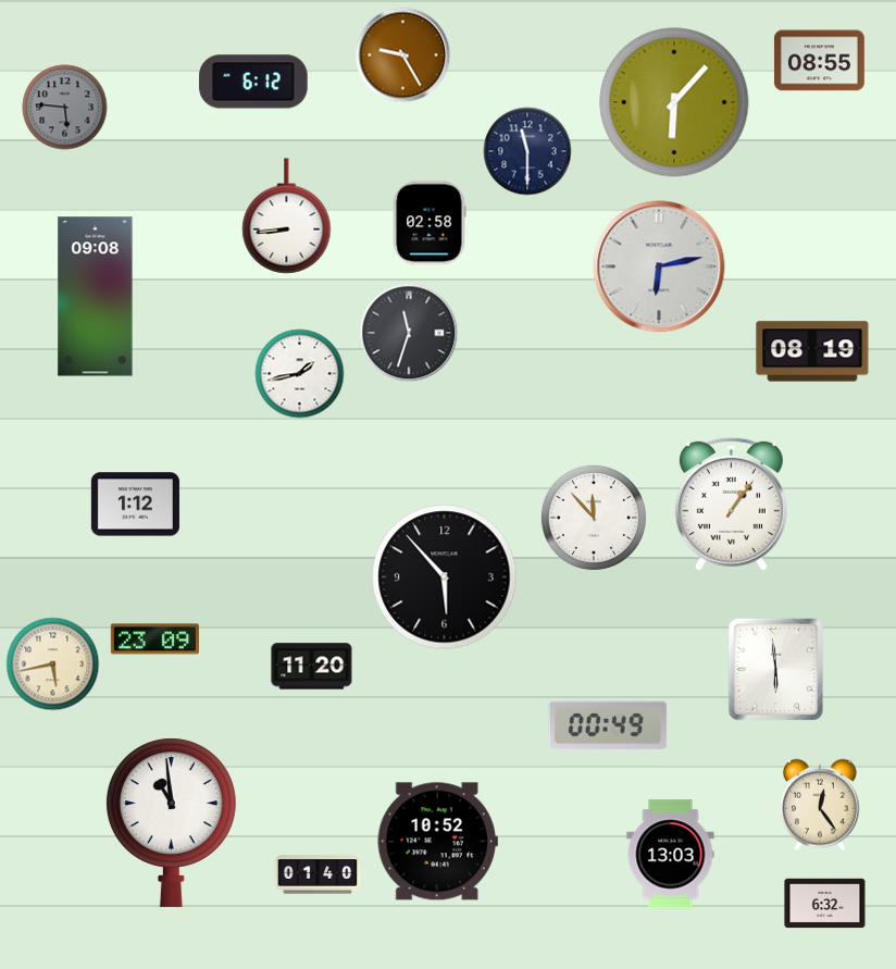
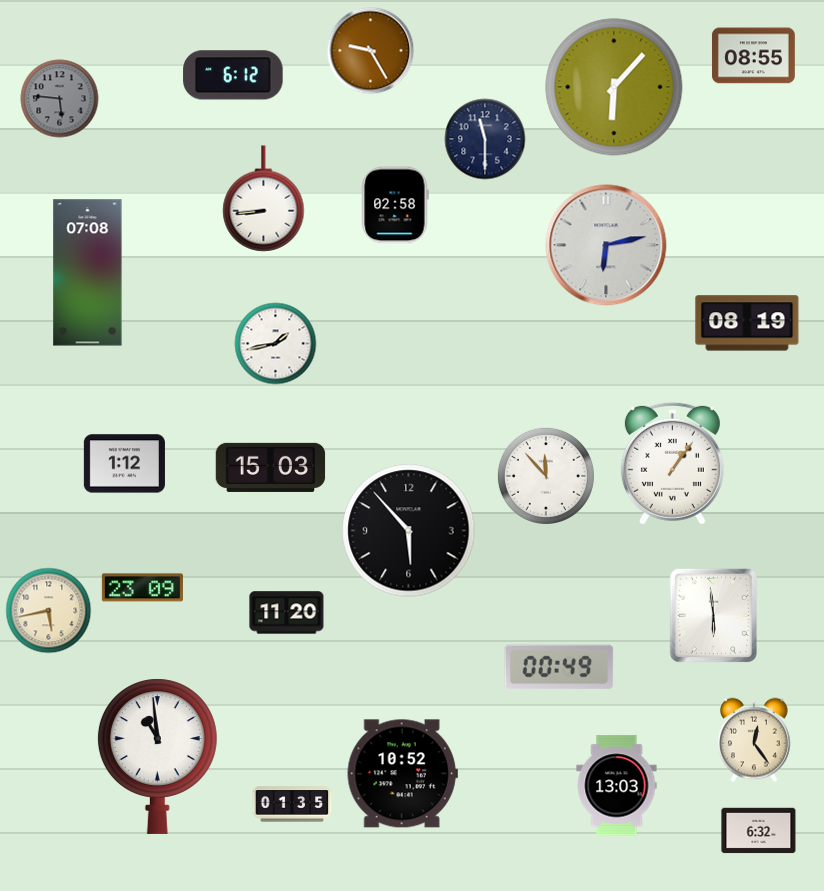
clock at (674, 102) position: (674, 102) -> (614, 87)
clock at (96, 297): 09:08 -> 07:08
clock at (409, 333): 11:33 -> none
clock at (271, 467): none -> 15:03
clock at (318, 874): 01:40 -> 01:35
